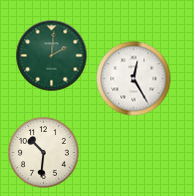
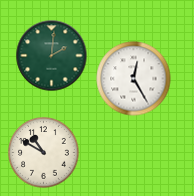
clock at (44, 153): 10:31 -> 10:50
